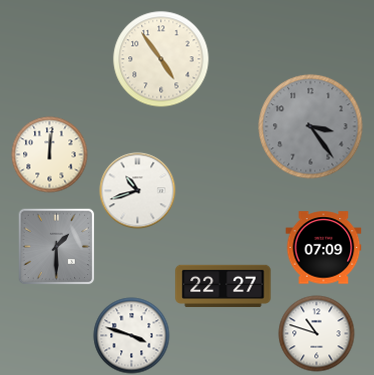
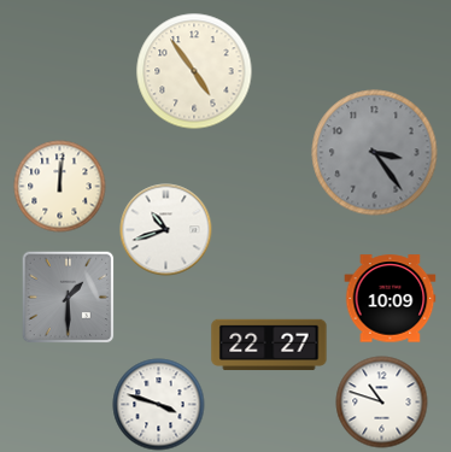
clock at (324, 248): 07:09 -> 10:09
